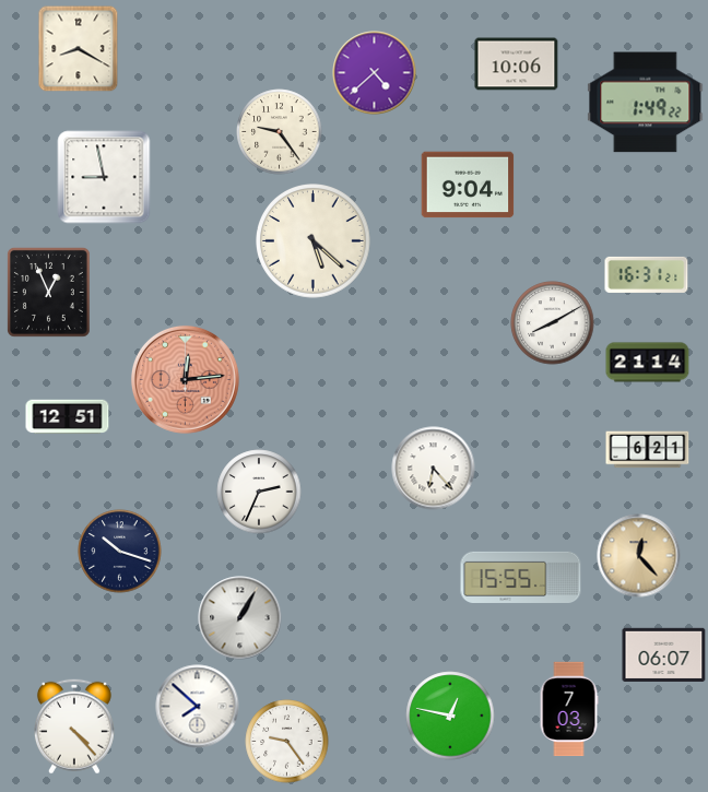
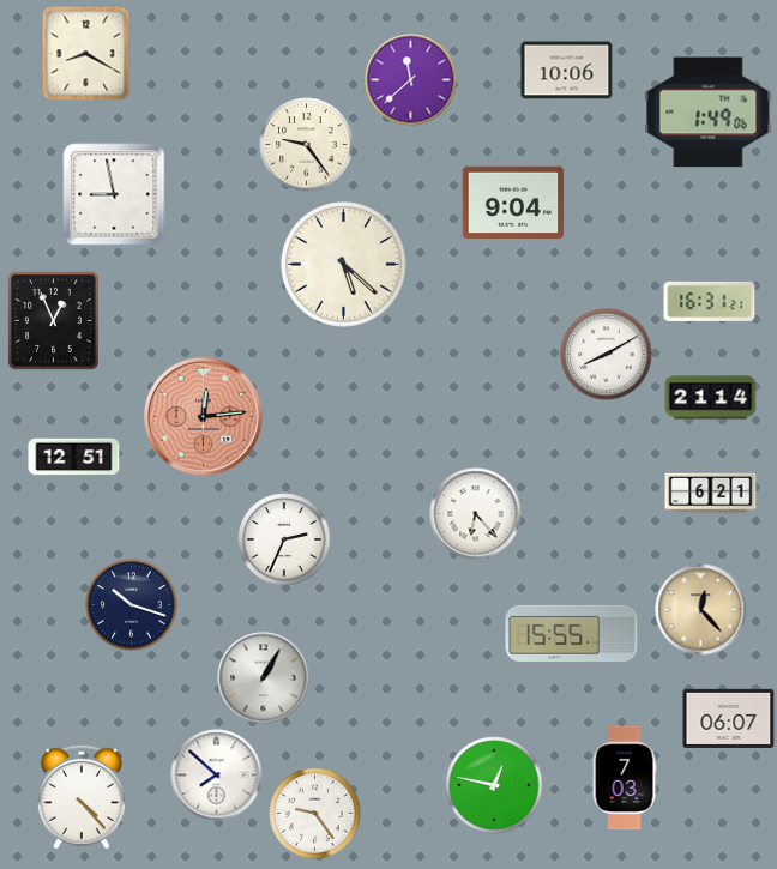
clock at (375, 73): 4:38 -> 11:38
clock at (646, 103): 1:49:22 -> 1:49:06
